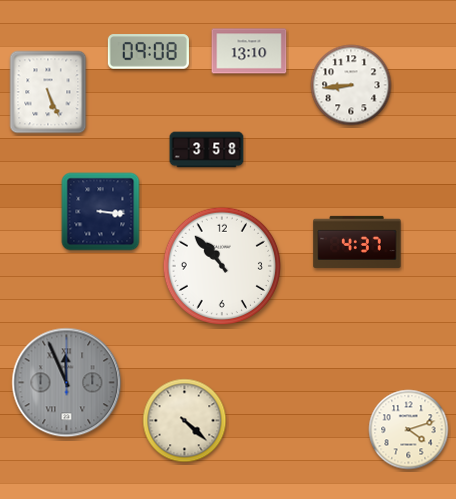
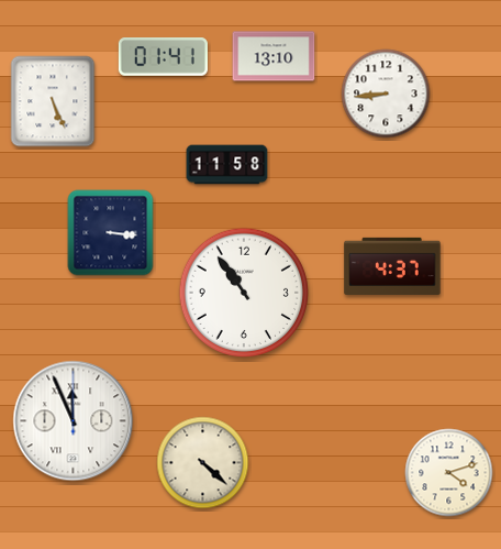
clock at (148, 52): 09:08 -> 01:41
clock at (207, 150): 3:58 -> 11:58
clock at (221, 265): 10:53 -> 10:54
clock at (67, 383) dial: grey -> white
